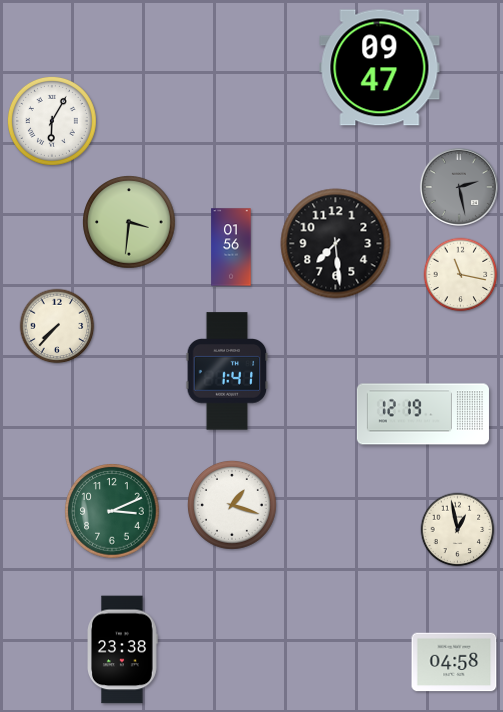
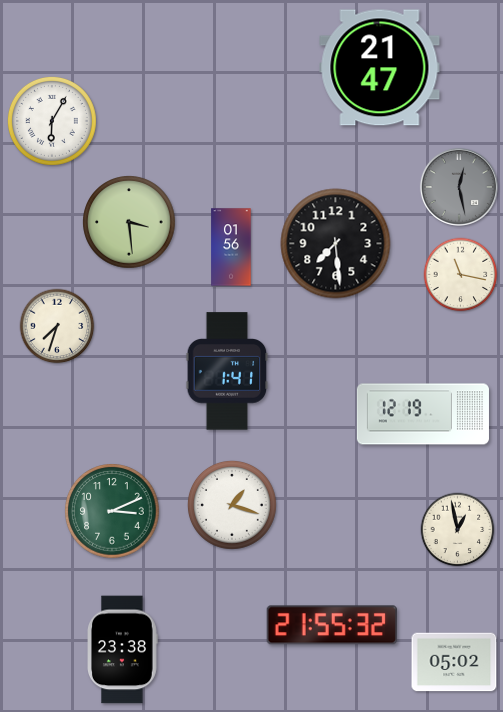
clock at (380, 68): 09:47 -> 21:47
clock at (459, 187): 2:28 -> 12:28
clock at (129, 222): 3:31 -> 3:29
clock at (57, 326): 7:37 -> 7:33
clock at (332, 625): none -> 21:55
clock at (454, 662): 04:58 -> 05:02
